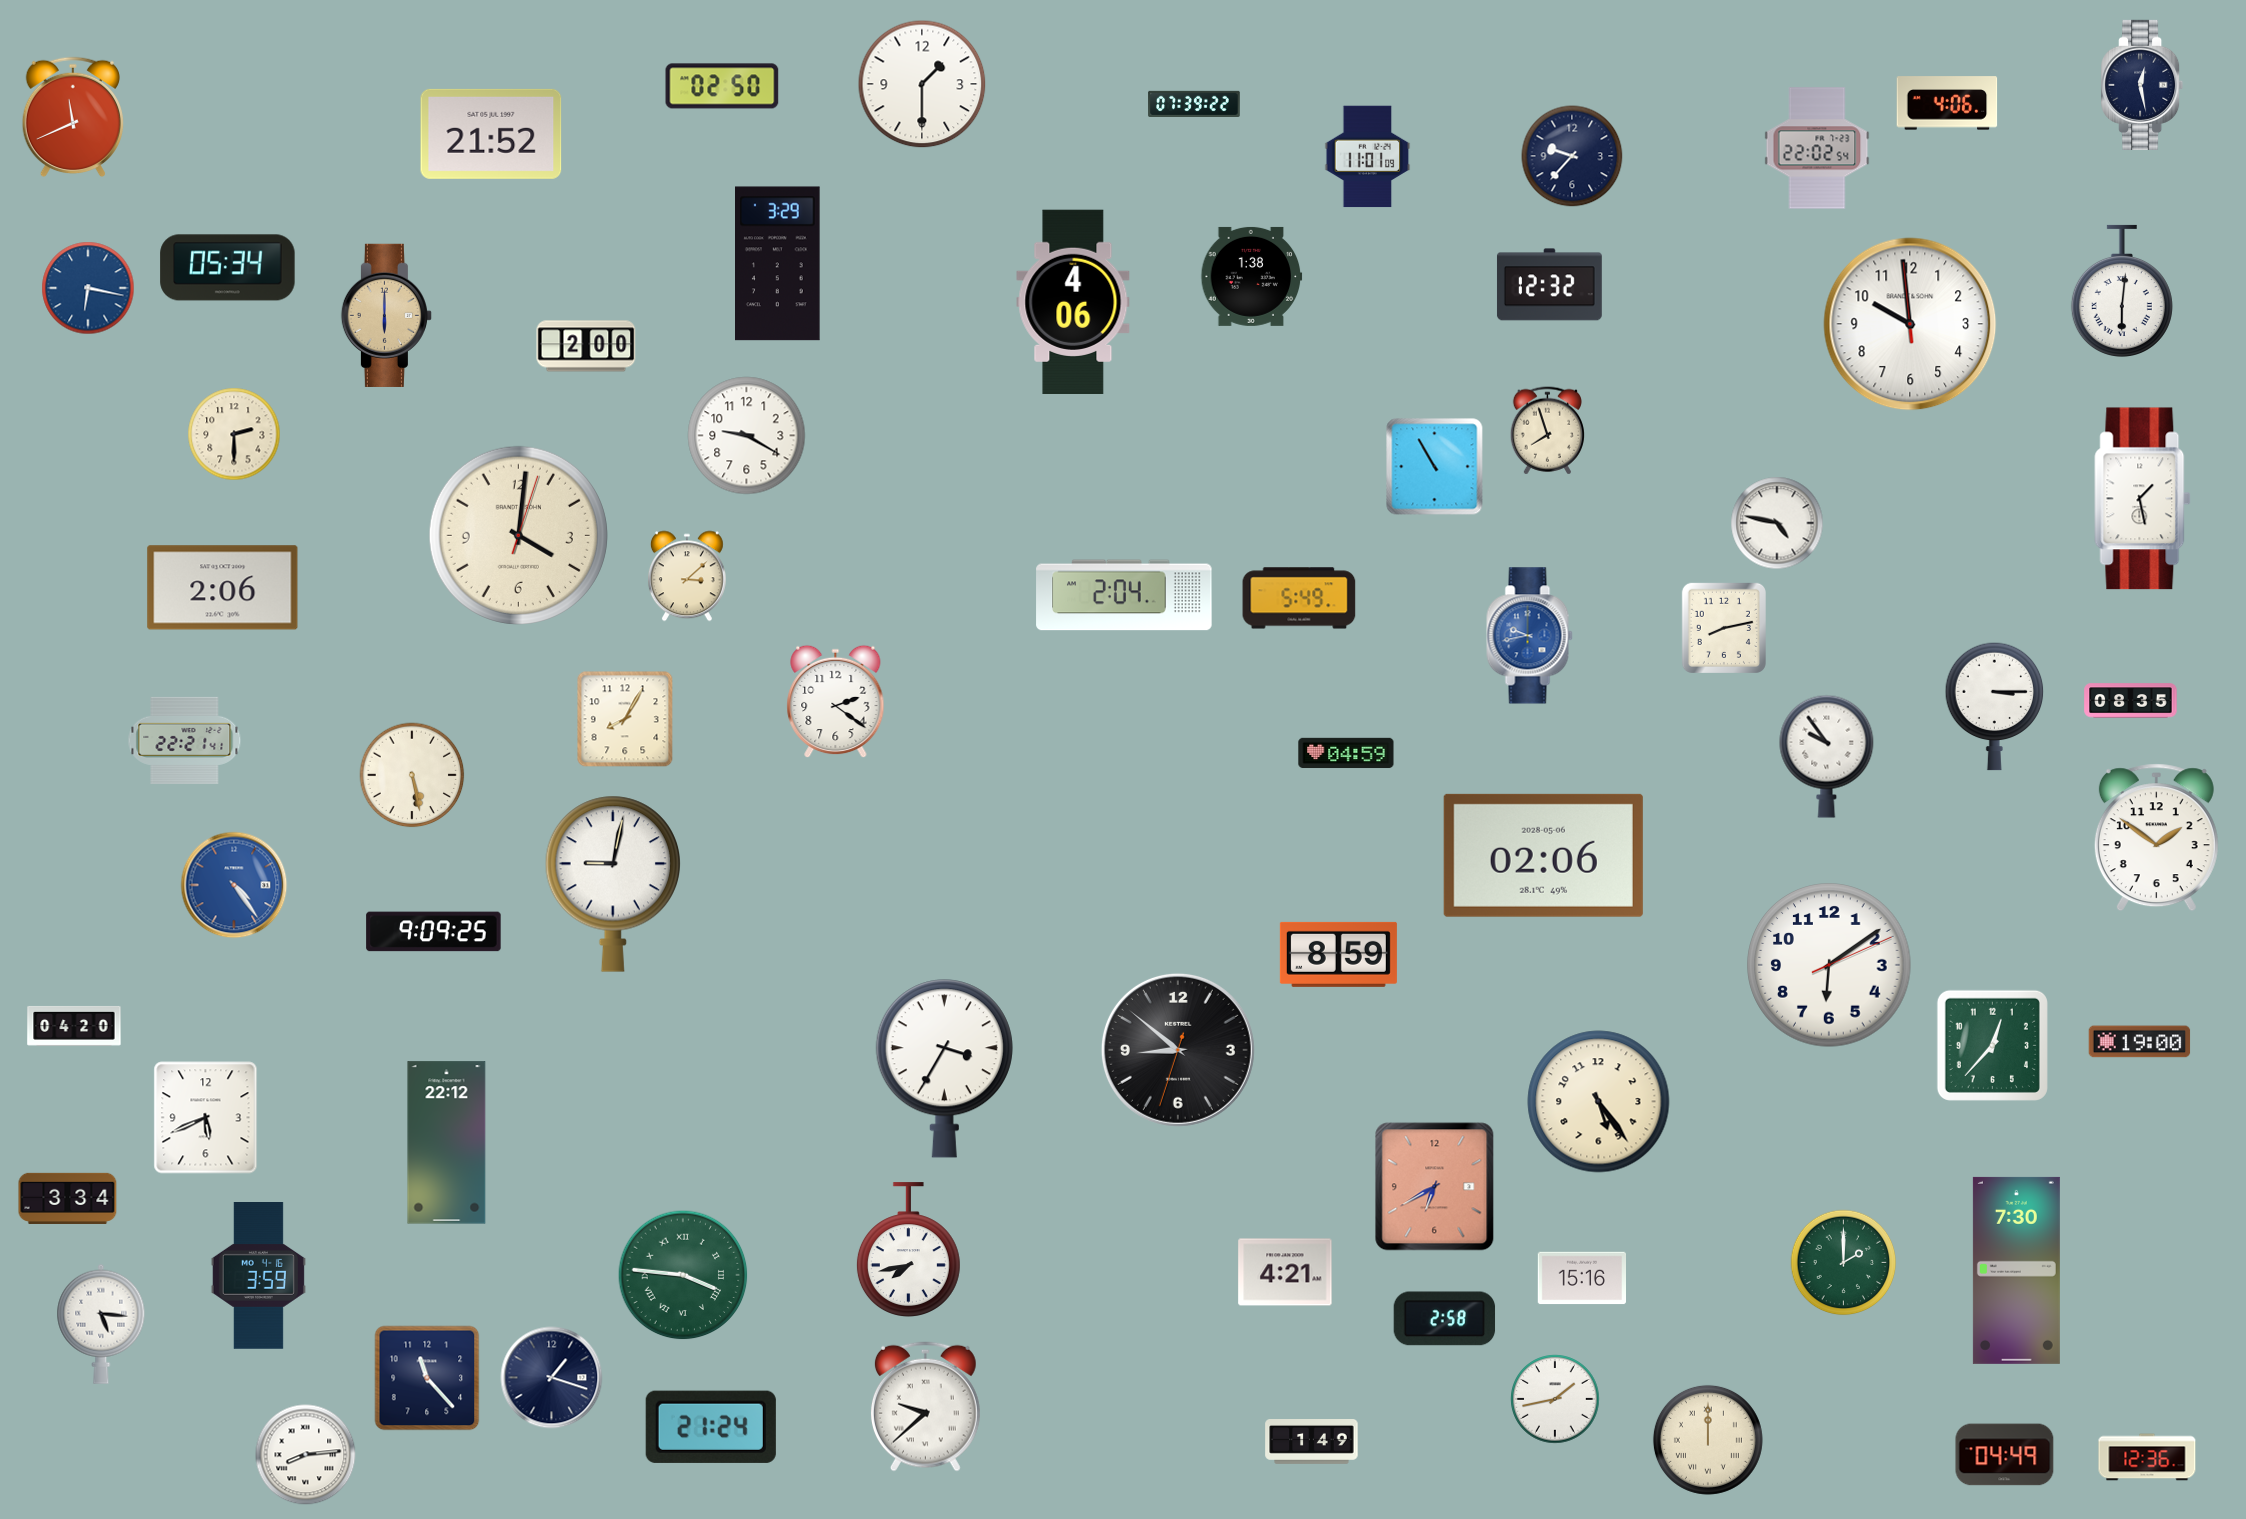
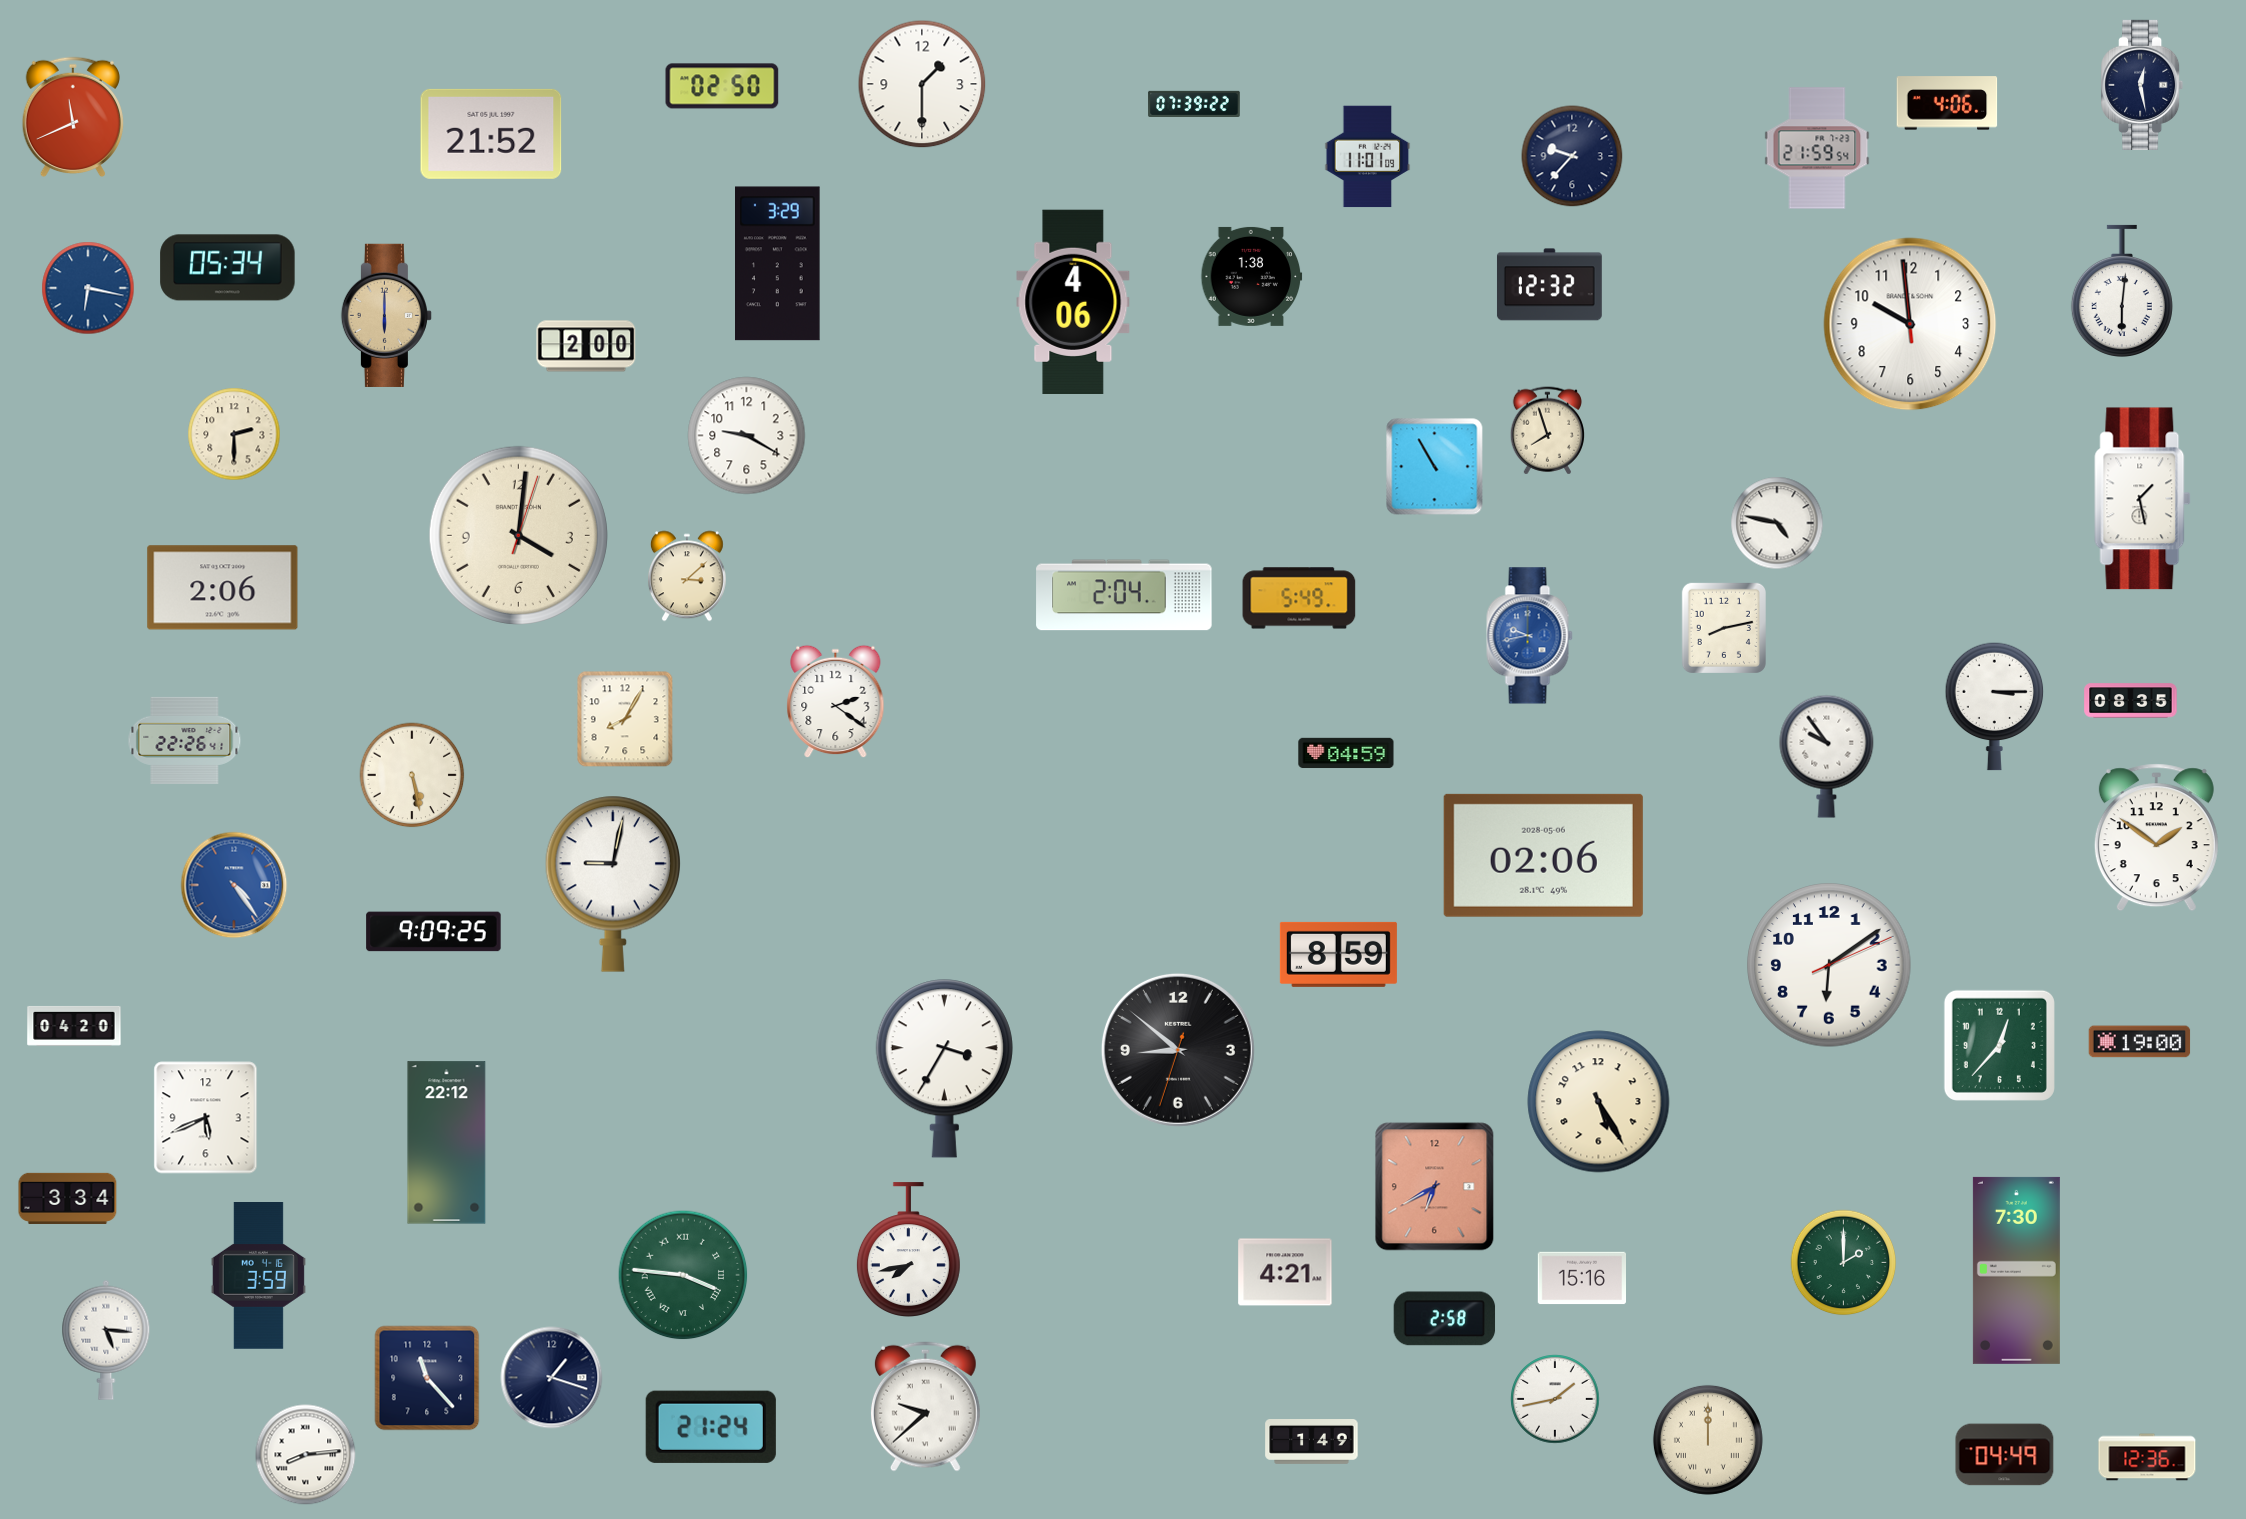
clock at (1817, 148): 22:02 -> 21:59
clock at (185, 740): 22:21 -> 22:26
clock at (1992, 1045) position: (1992, 1045) -> (1999, 1045)
clock at (1599, 1102): 5:24 -> 5:25
clock at (101, 1324) position: (101, 1324) -> (106, 1340)
